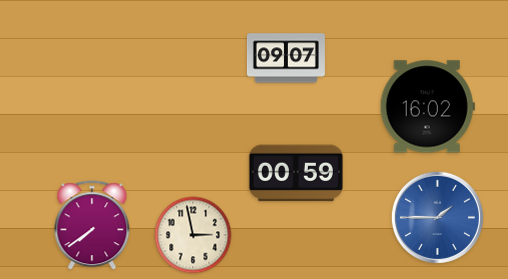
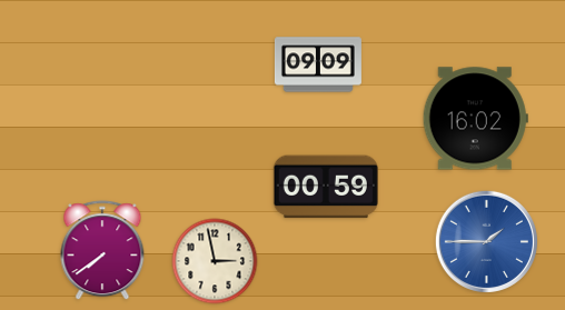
clock at (286, 58): 09:07 -> 09:09
clock at (296, 173) position: (296, 173) -> (326, 187)
